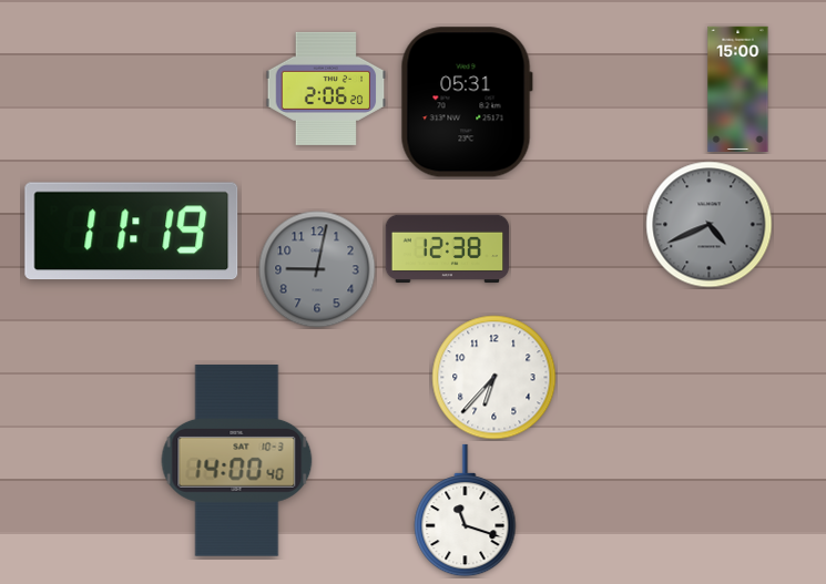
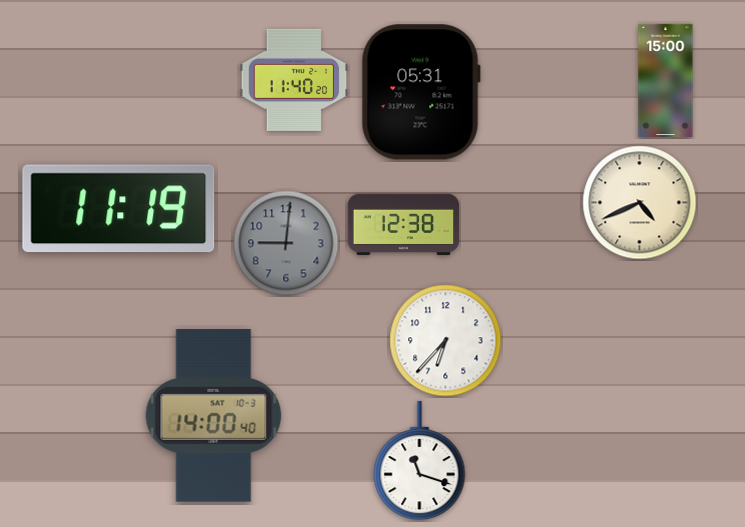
clock at (326, 89): 2:06 -> 11:40
clock at (710, 225) dial: grey -> cream
clock at (317, 269): 9:02 -> 9:01
